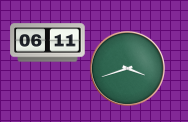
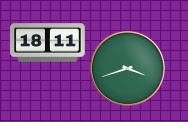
clock at (48, 43): 06:11 -> 18:11
